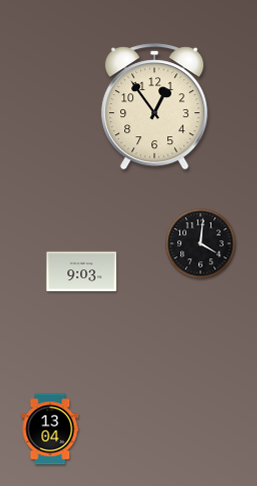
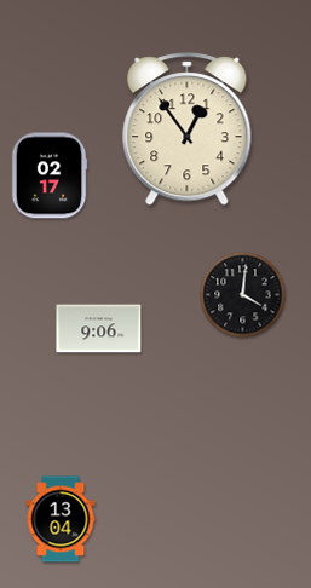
clock at (50, 175): none -> 02:17
clock at (82, 272): 9:03 -> 9:06
